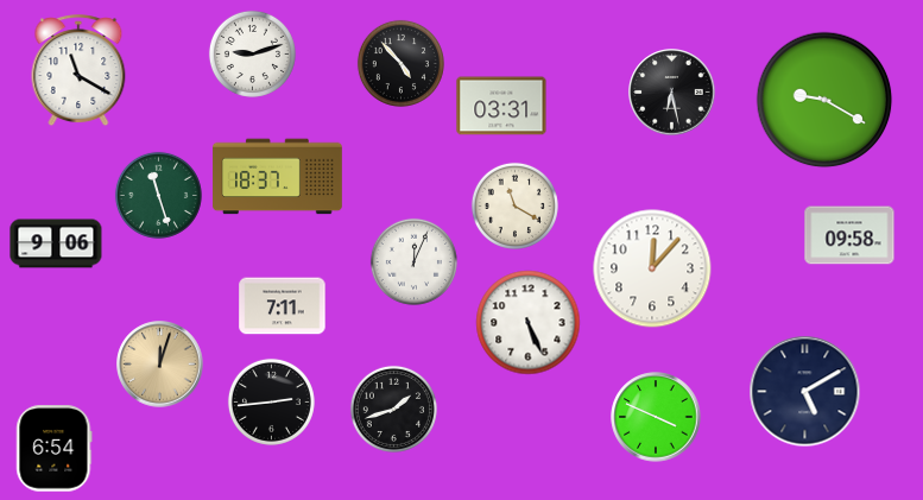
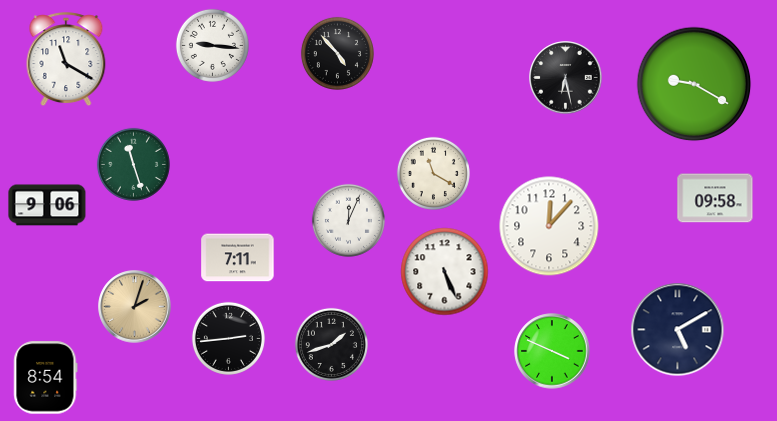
clock at (252, 53): 9:12 -> 9:16
clock at (501, 106): 03:31 -> none
clock at (278, 177): 18:37 -> none
clock at (160, 365): 12:03 -> 2:03
clock at (55, 449): 6:54 -> 8:54
